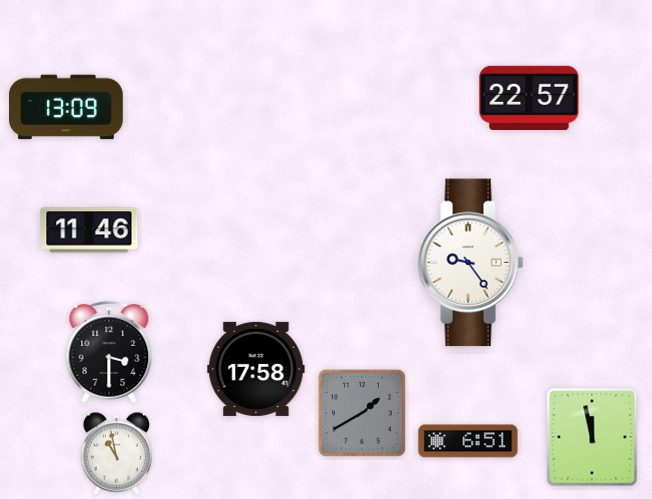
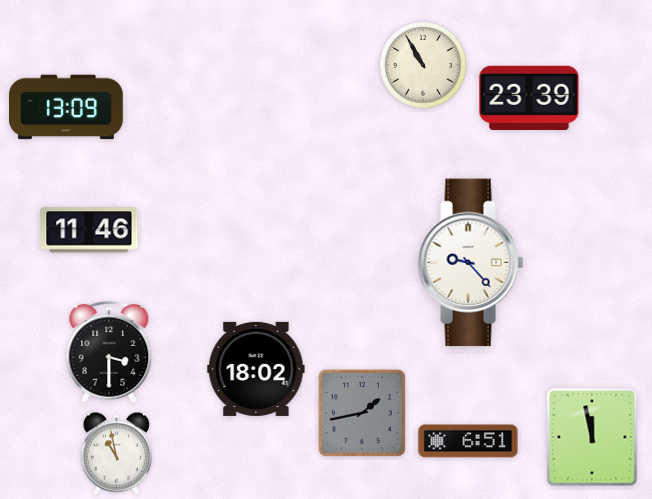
clock at (423, 65): none -> 10:55
clock at (529, 97): 22:57 -> 23:39
clock at (471, 263): 9:24 -> 9:23
clock at (256, 369): 17:58 -> 18:02
clock at (362, 413): 1:40 -> 1:43
